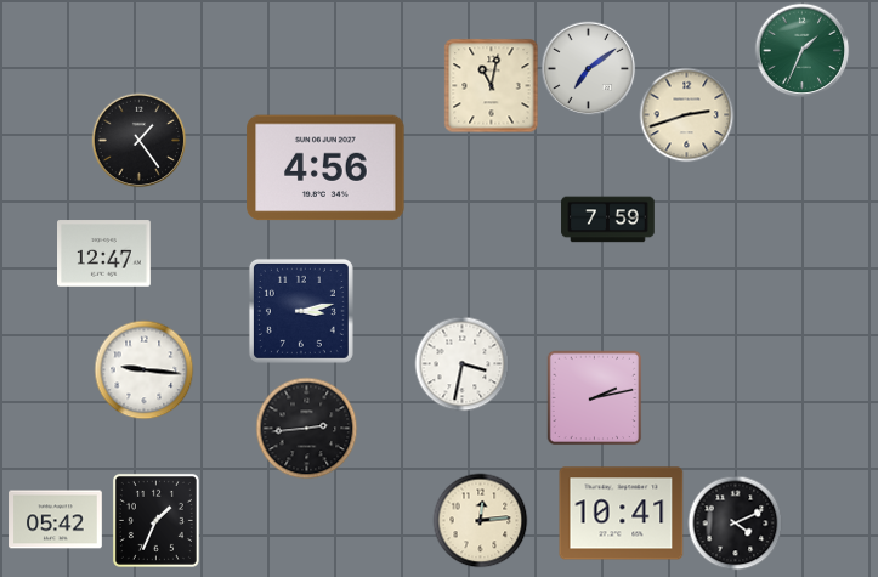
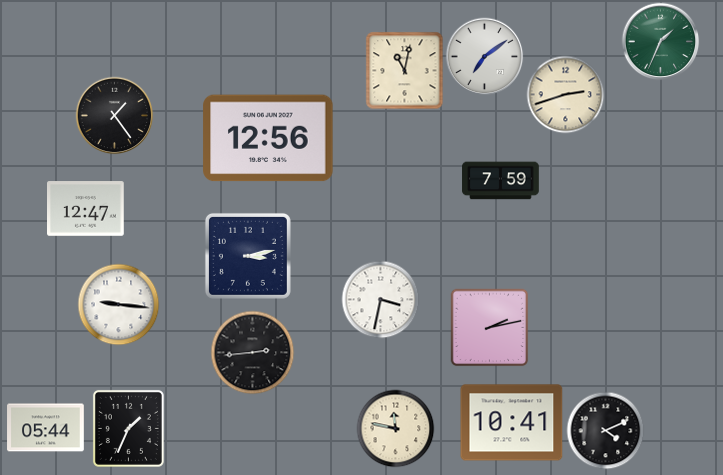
clock at (325, 168): 4:56 -> 12:56
clock at (56, 520): 05:42 -> 05:44
clock at (480, 520): 12:14 -> 11:47
